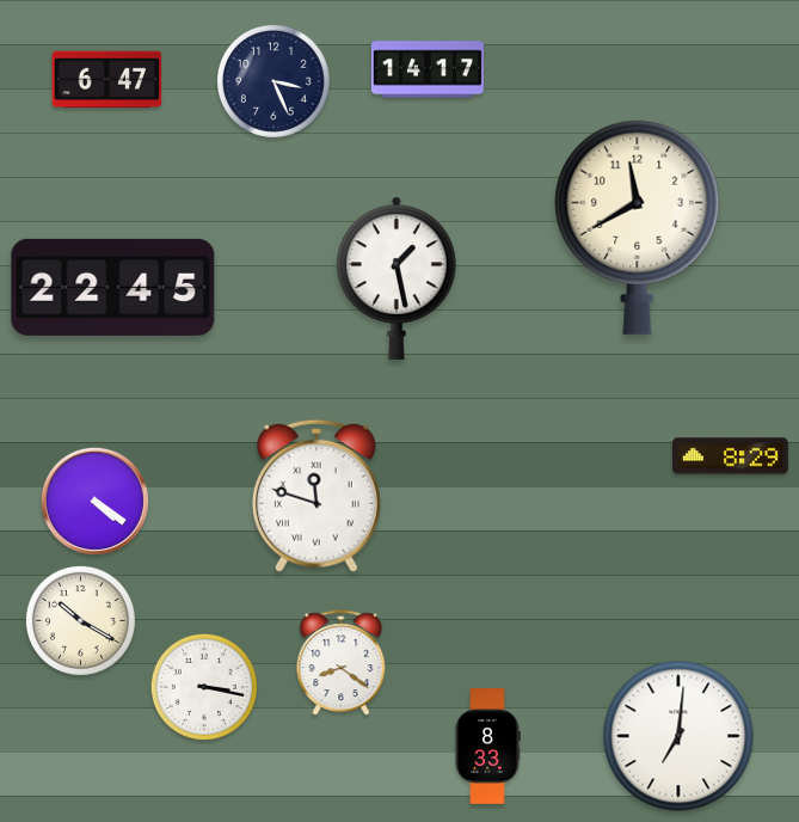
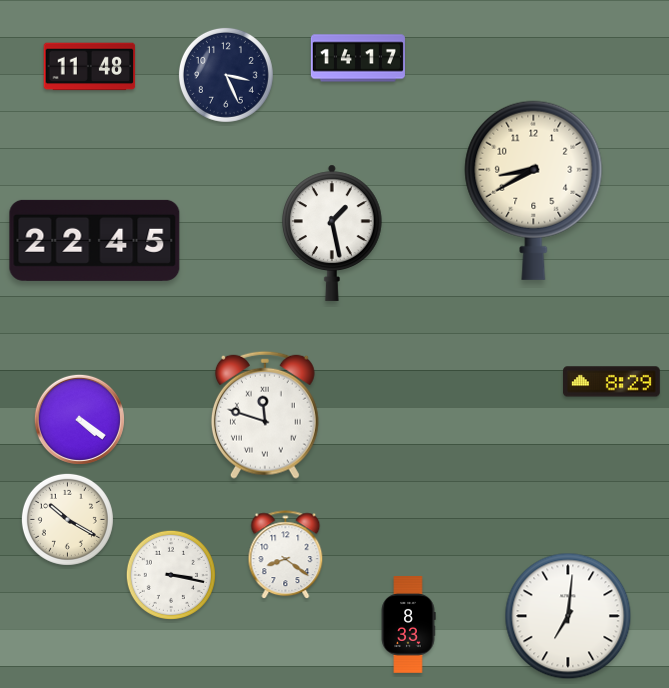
clock at (107, 80): 6:47 -> 11:48
clock at (273, 81) position: (273, 81) -> (226, 75)
clock at (638, 227): 11:40 -> 8:40
